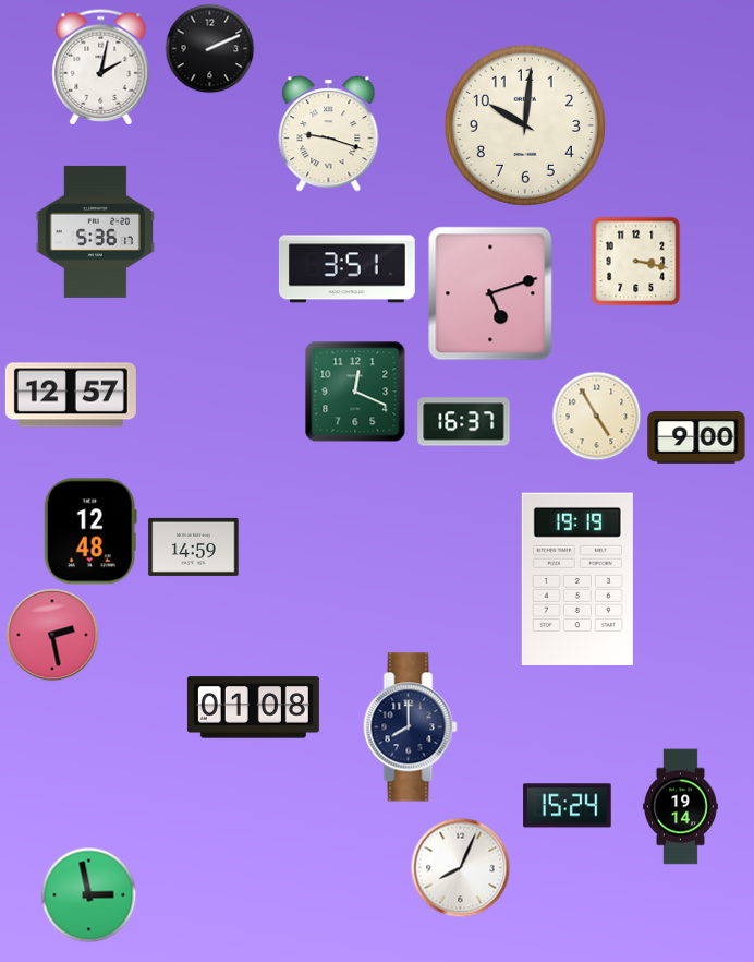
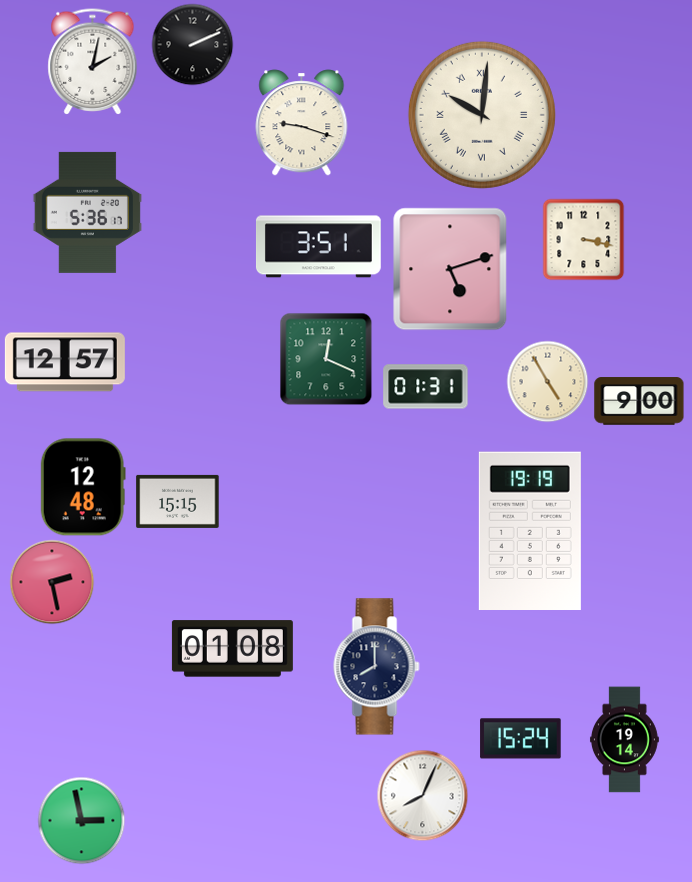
clock at (525, 125) numerals: Arabic -> Roman
clock at (464, 422): 16:37 -> 01:31
clock at (194, 546): 14:59 -> 15:15
clock at (52, 635) position: (52, 635) -> (52, 582)
